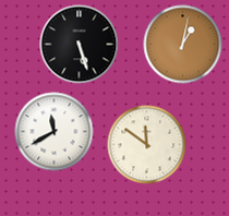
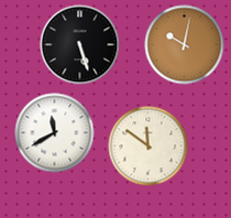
clock at (183, 45): 1:02 -> 10:02
